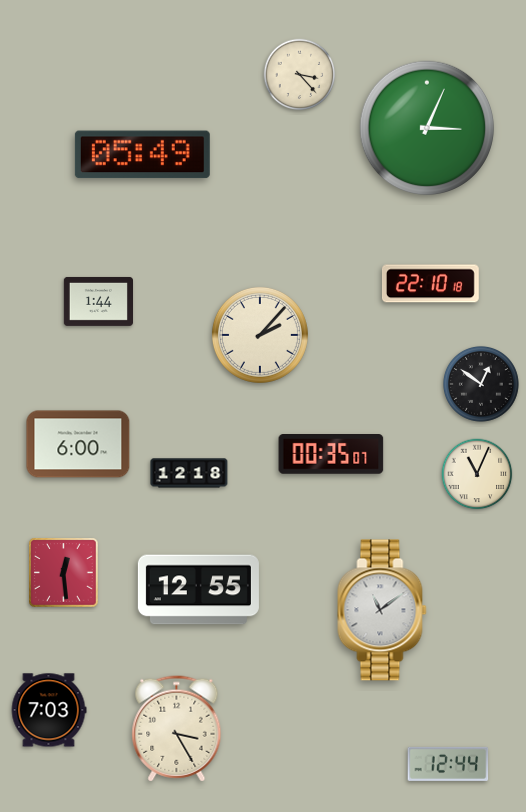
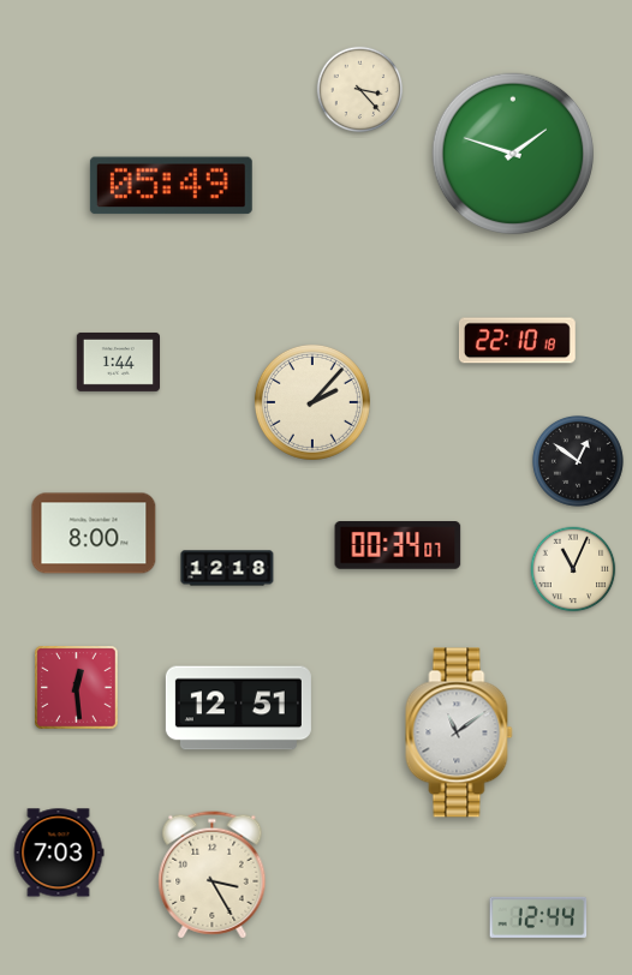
clock at (427, 128): 3:04 -> 1:48
clock at (78, 444): 6:00 -> 8:00
clock at (331, 455): 00:35 -> 00:34
clock at (198, 590): 12:55 -> 12:51
